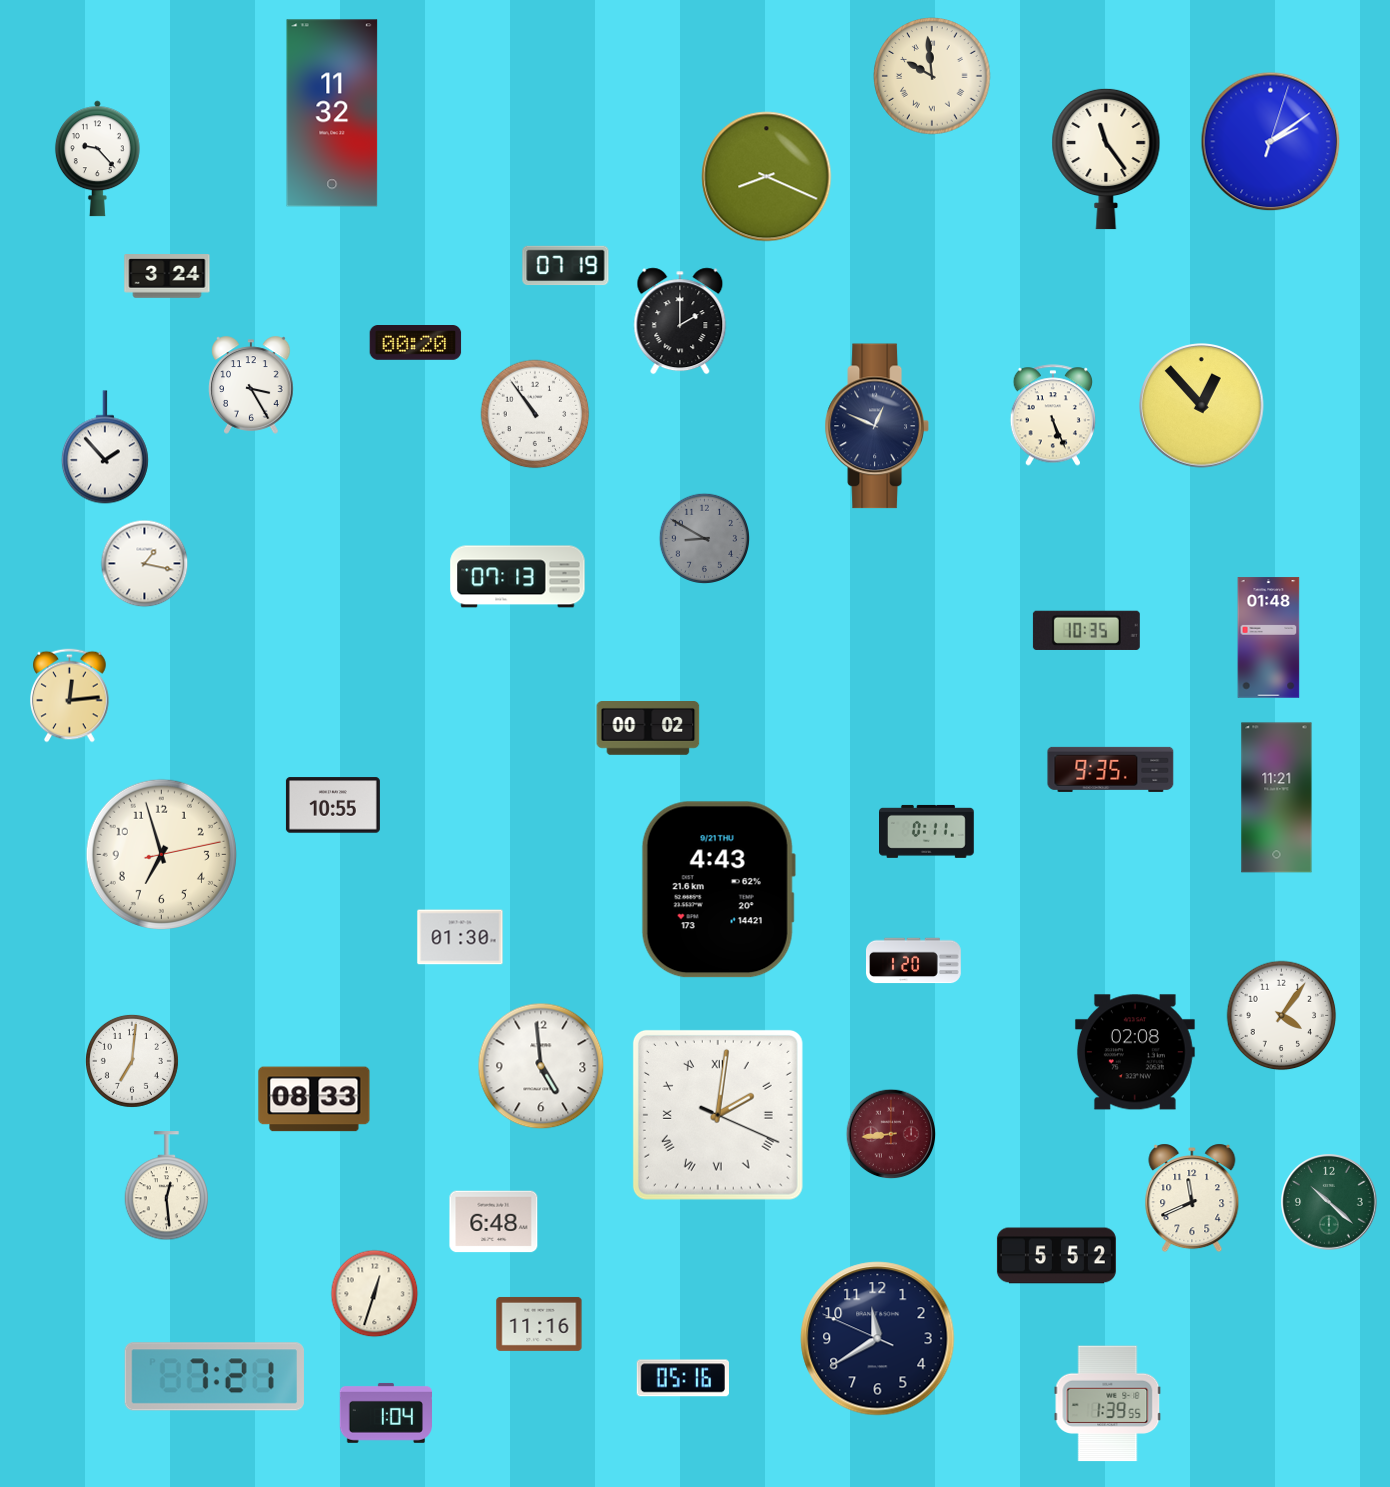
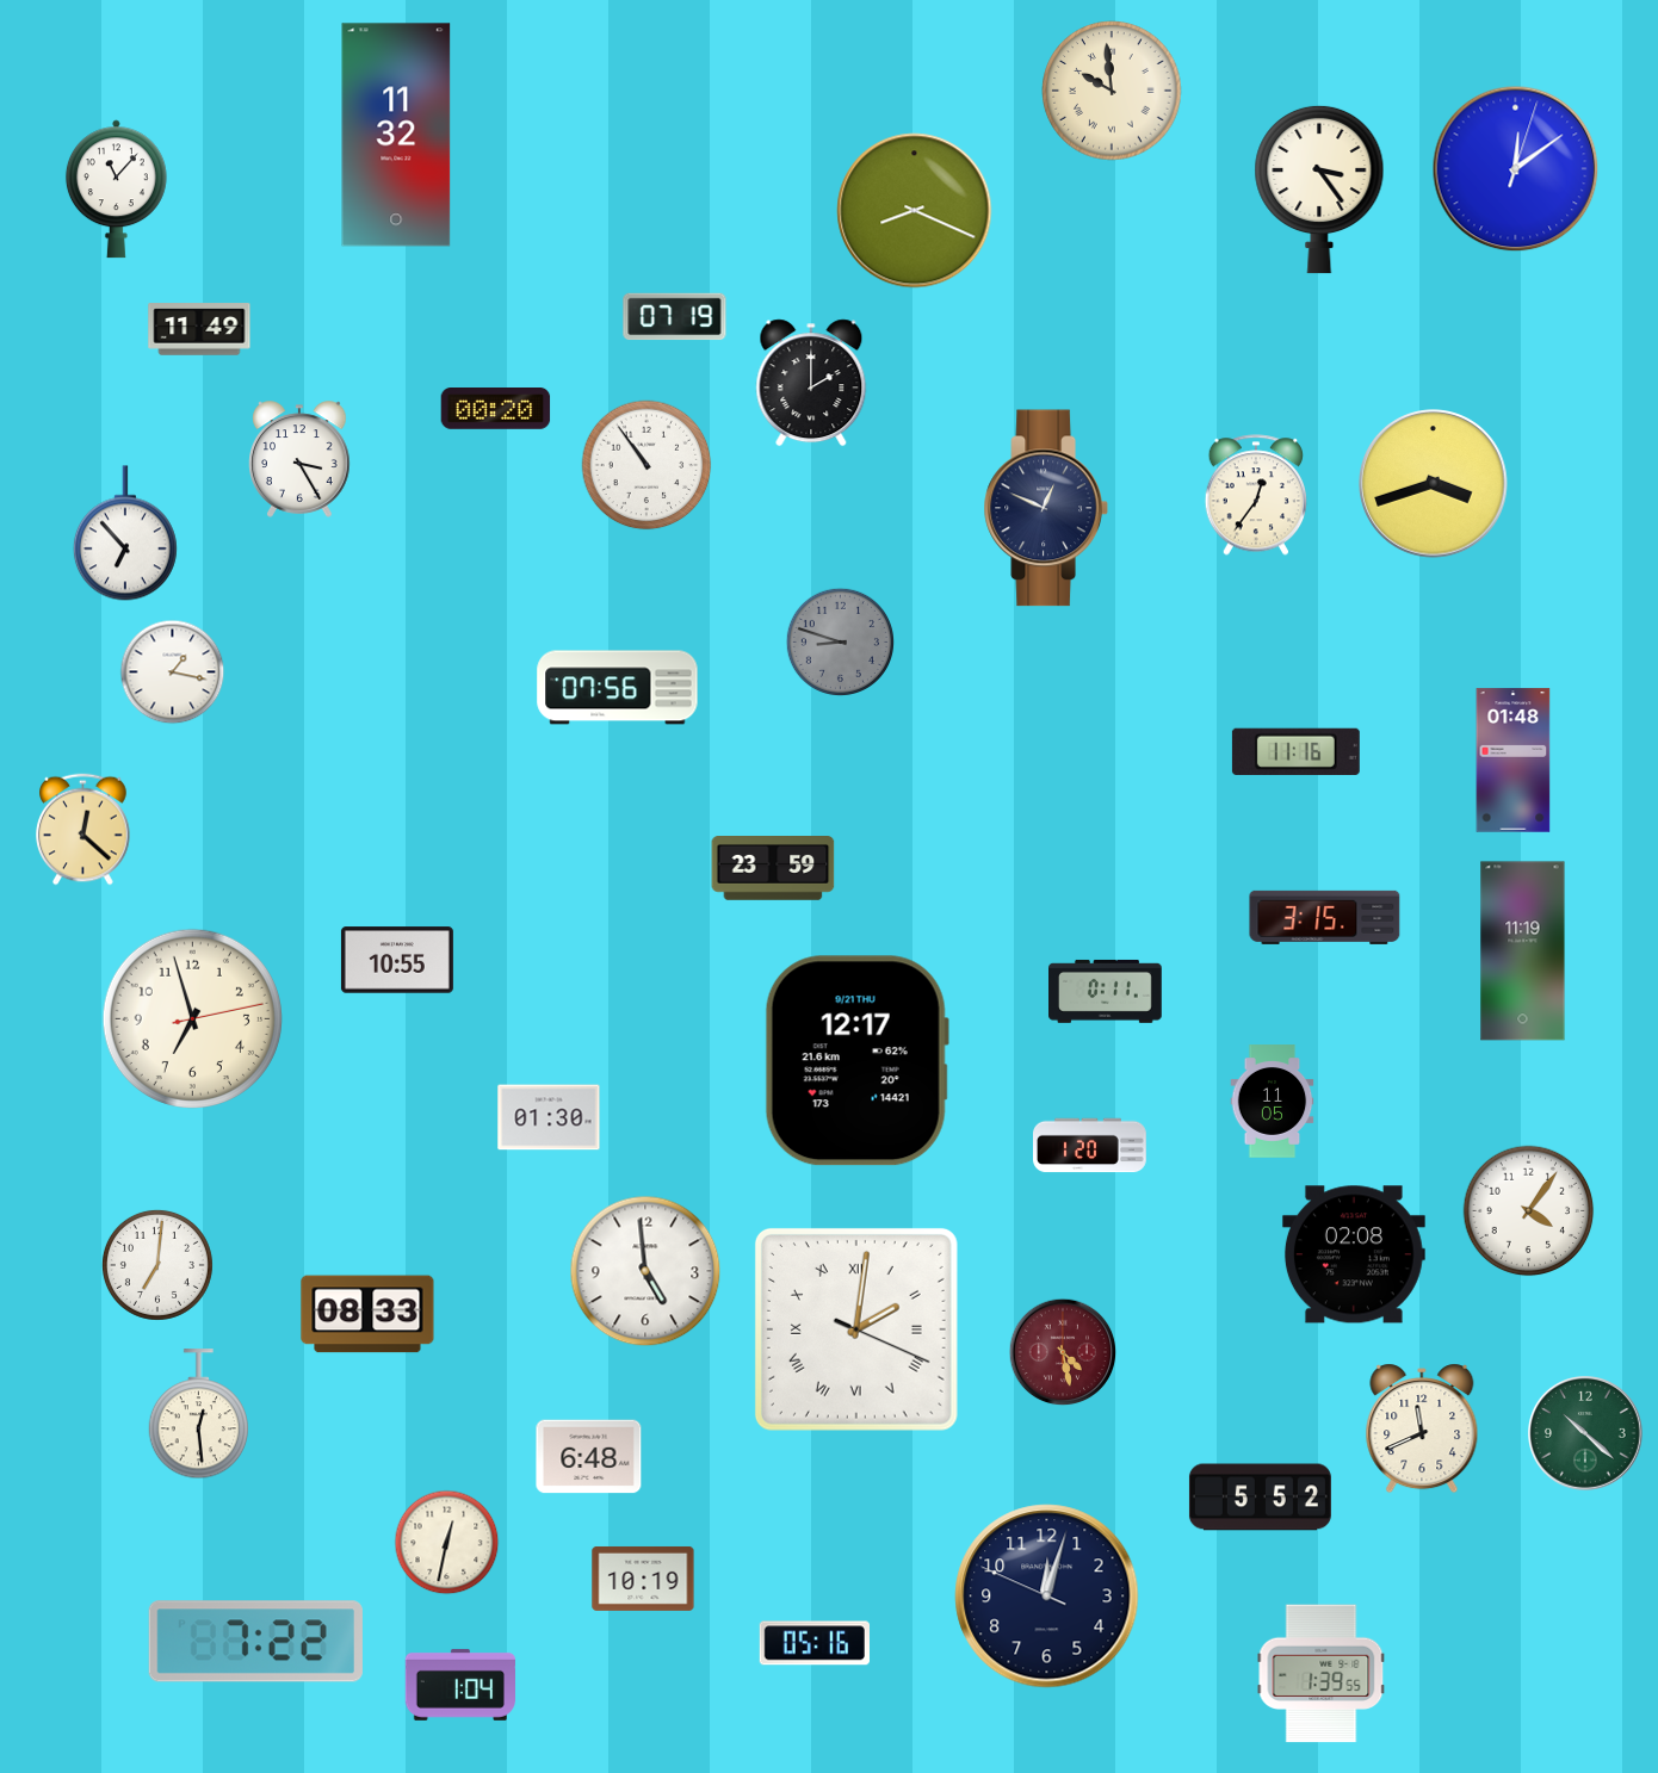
clock at (1271, 142): 2:09 -> 12:09
clock at (97, 159): 9:23 -> 11:07
clock at (1106, 159): 11:24 -> 3:24
clock at (167, 276): 3:24 -> 11:49
clock at (1202, 406): 12:53 -> 3:42
clock at (535, 414) position: (535, 414) -> (647, 465)
clock at (1053, 415): 5:26 -> 12:36
clock at (105, 447): 1:53 -> 6:53
clock at (704, 538): 8:50 -> 8:48
clock at (518, 577): 07:13 -> 07:56
clock at (1086, 630): 10:35 -> 11:16
clock at (70, 696): 12:14 -> 12:22
clock at (648, 729): 00:02 -> 23:59
clock at (1111, 769): 9:35 -> 3:15
clock at (1277, 798): 11:21 -> 11:19
clock at (718, 890): 4:43 -> 12:17
clock at (1273, 1102): none -> 11:05
clock at (314, 1099) position: (314, 1099) -> (367, 1314)
clock at (891, 1134): 8:44 -> 4:28
clock at (375, 1294): 12:33 -> 12:32
clock at (539, 1324): 11:16 -> 10:19
clock at (878, 1339): 11:39 -> 12:02
clock at (214, 1377): 7:21 -> 7:22
